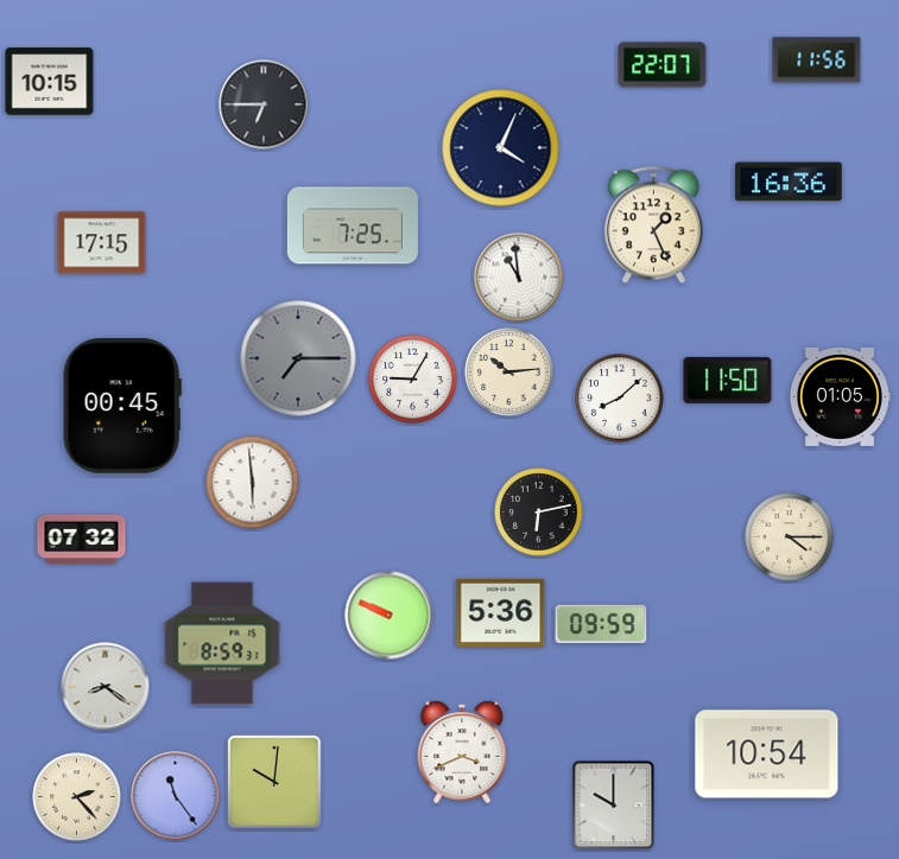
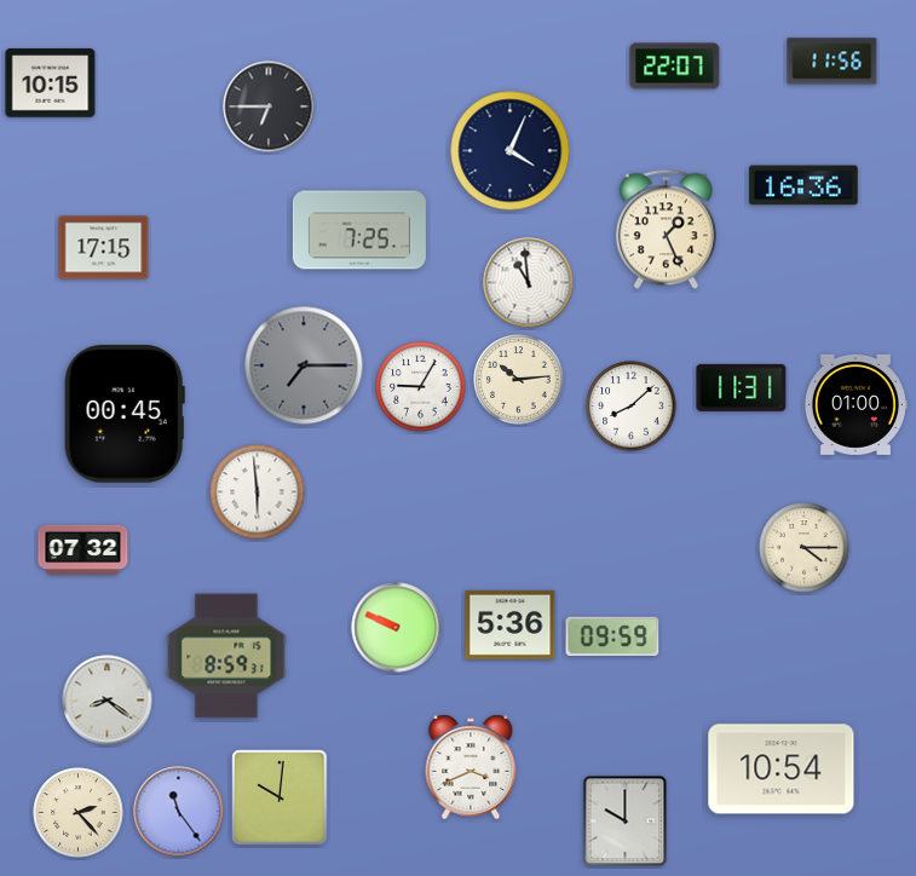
clock at (728, 380): 11:50 -> 11:31
clock at (840, 396): 01:05 -> 01:00
clock at (539, 513): 6:13 -> none
